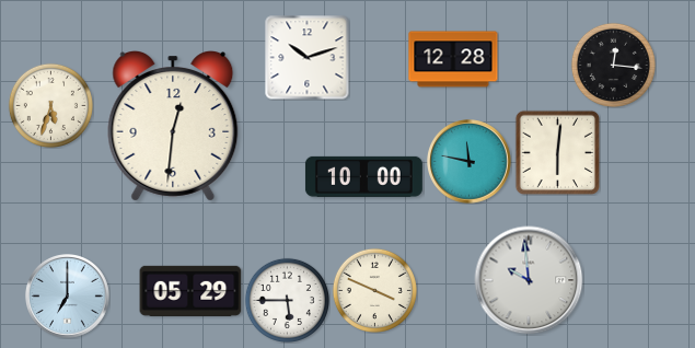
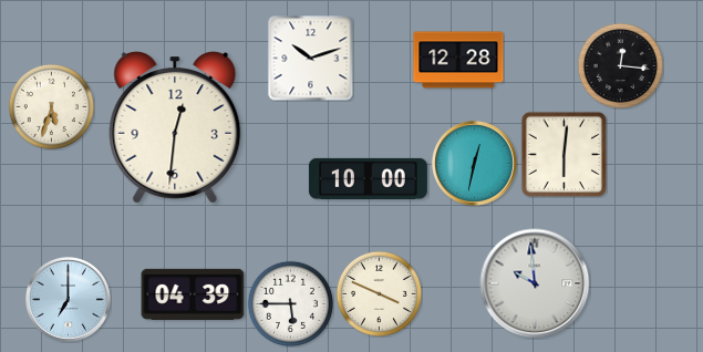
clock at (470, 162): 11:47 -> 12:32
clock at (190, 291): 05:29 -> 04:39
